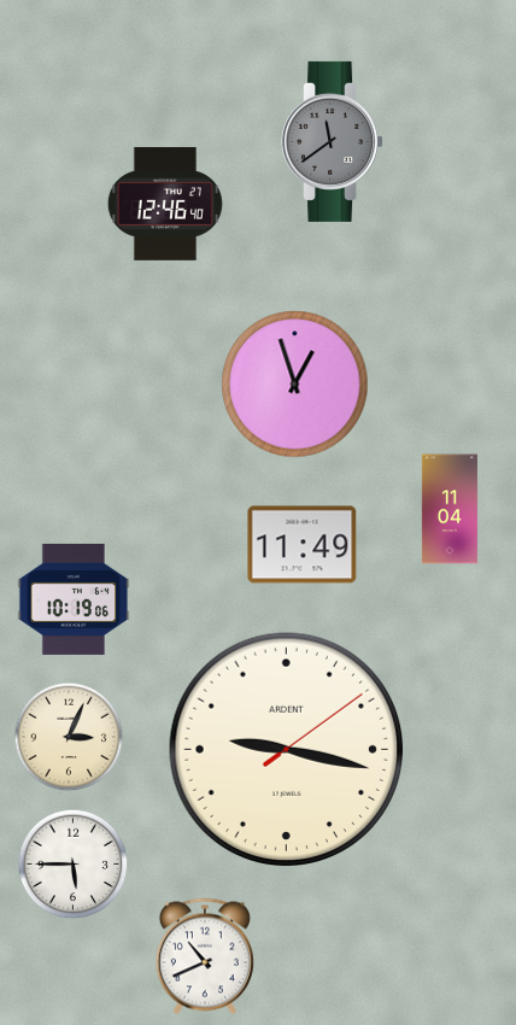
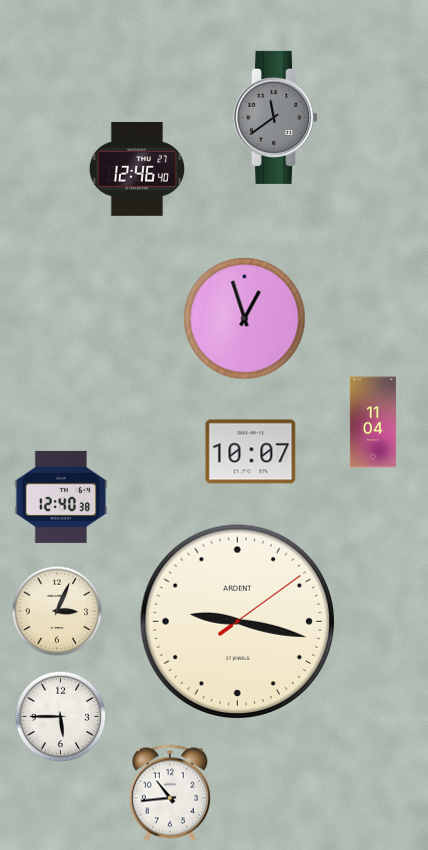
clock at (303, 545): 11:49 -> 10:07
clock at (74, 599): 10:19 -> 12:40
clock at (205, 956): 10:41 -> 10:44
